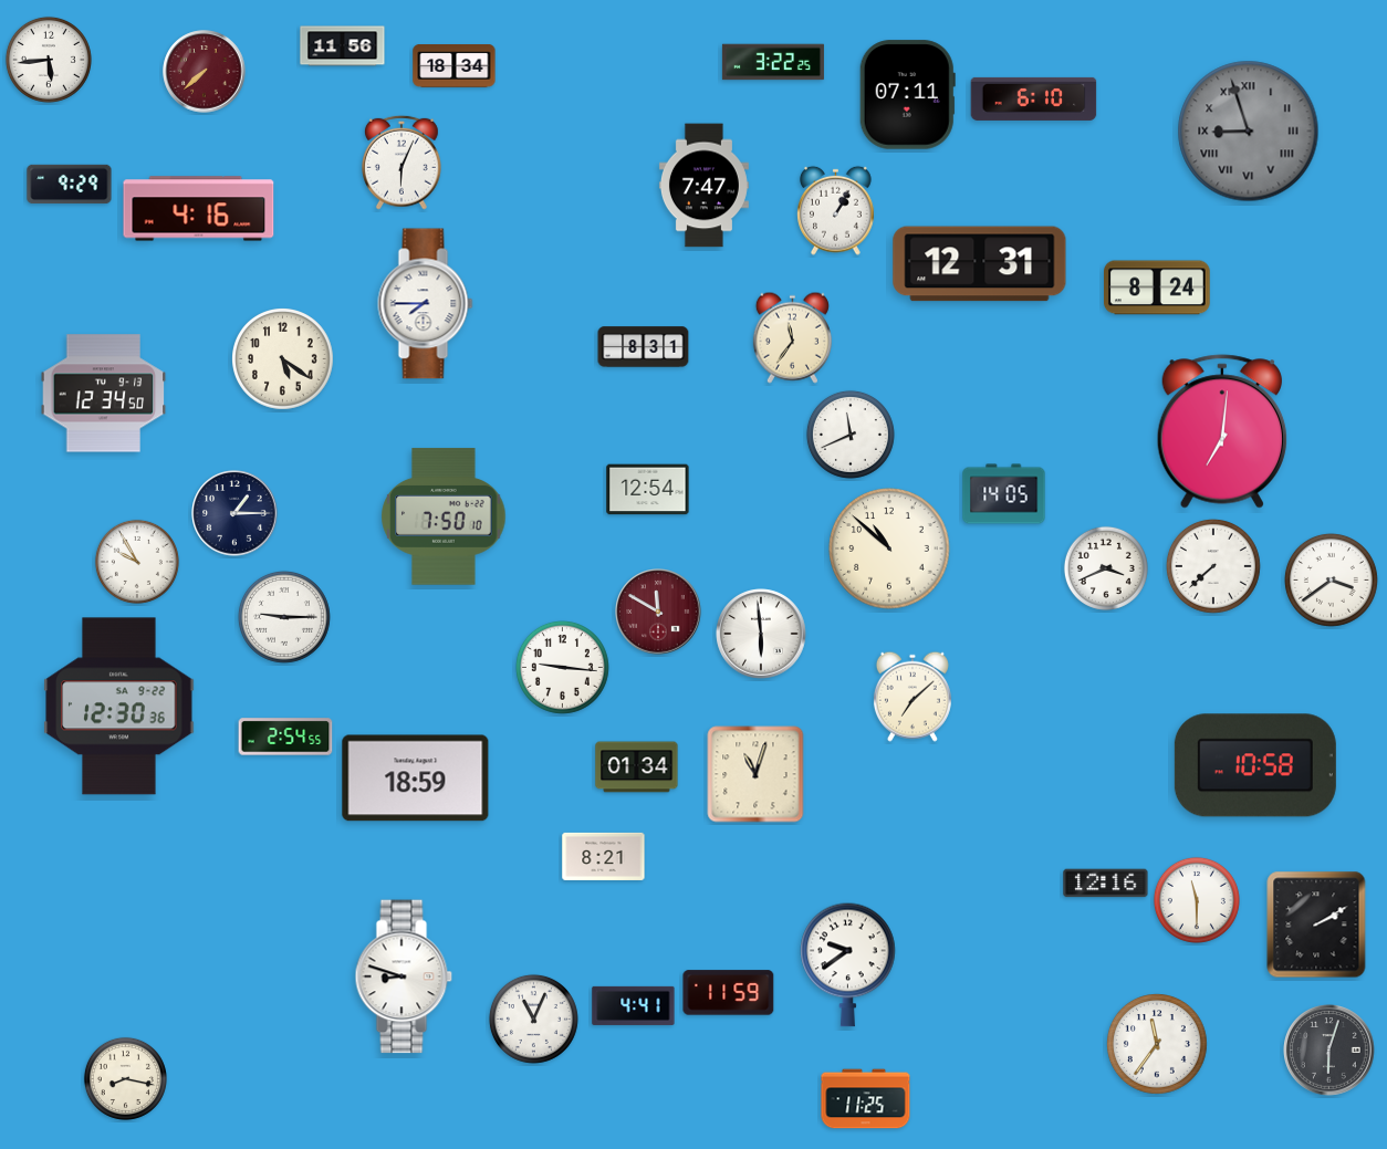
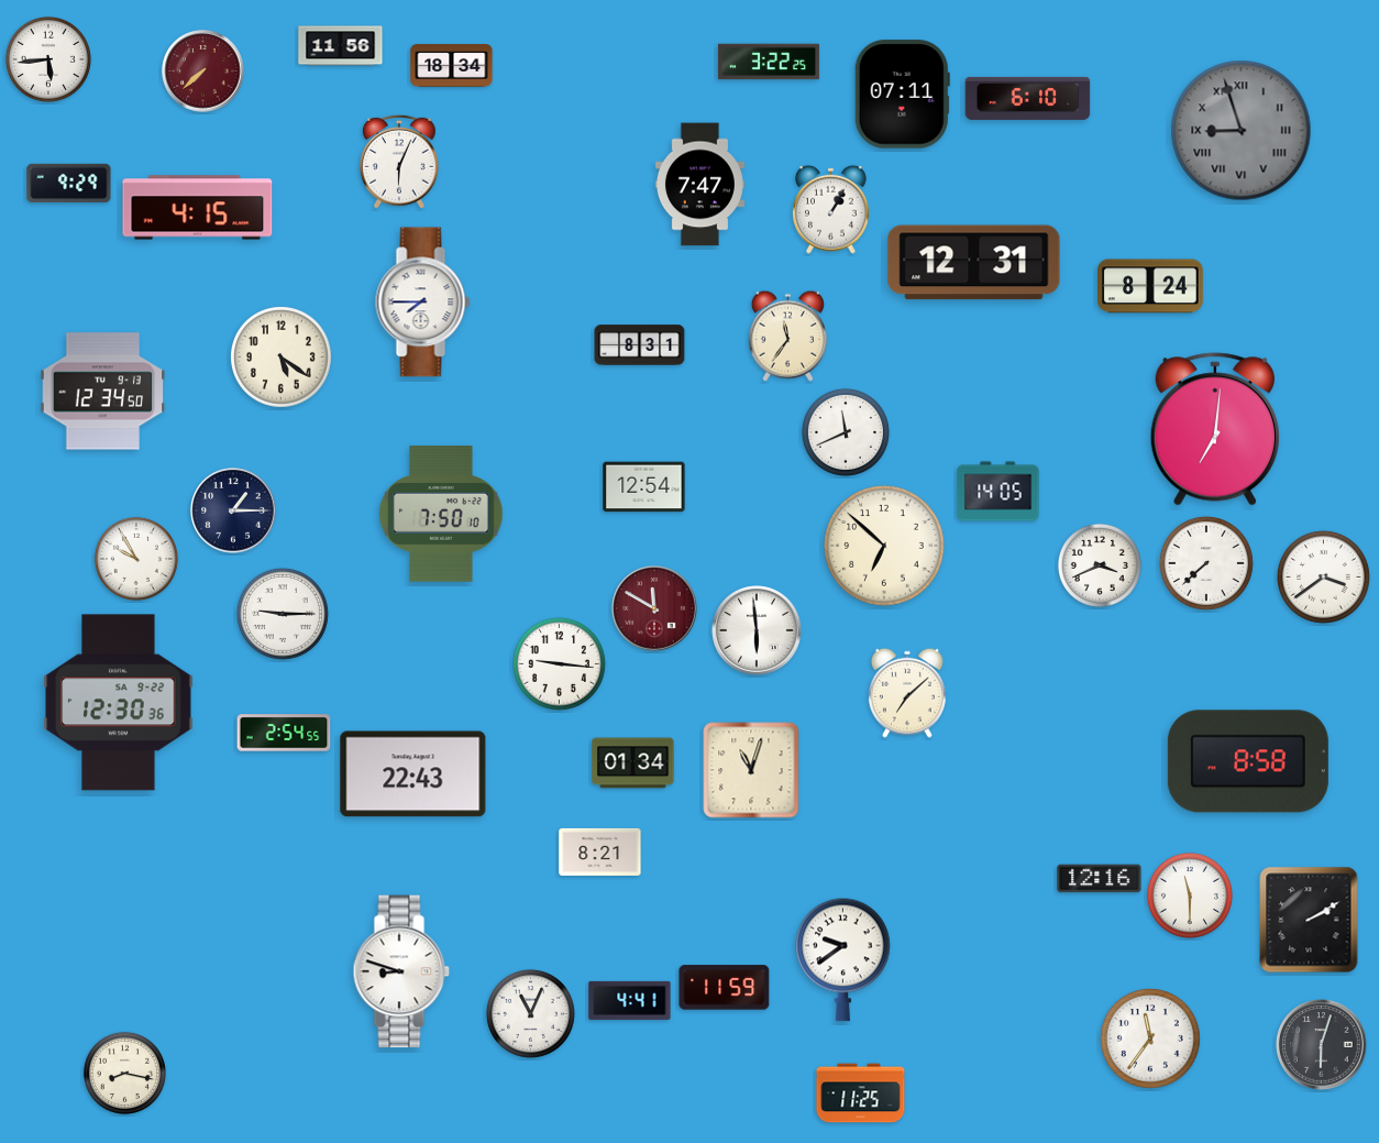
clock at (199, 209): 4:16 -> 4:15
clock at (889, 549): 10:52 -> 6:52
clock at (1255, 765): 10:58 -> 8:58
clock at (416, 779): 18:59 -> 22:43
